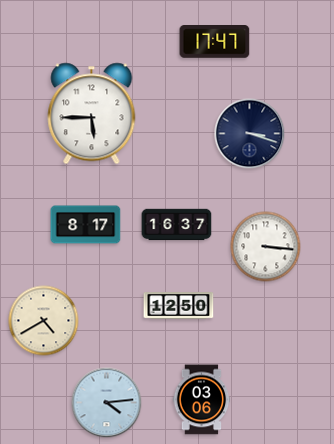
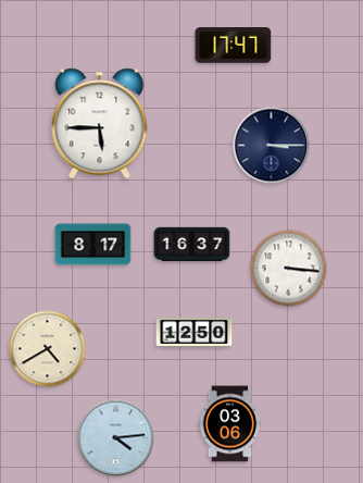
clock at (250, 134): 3:18 -> 3:15
clock at (202, 400) position: (202, 400) -> (230, 424)
